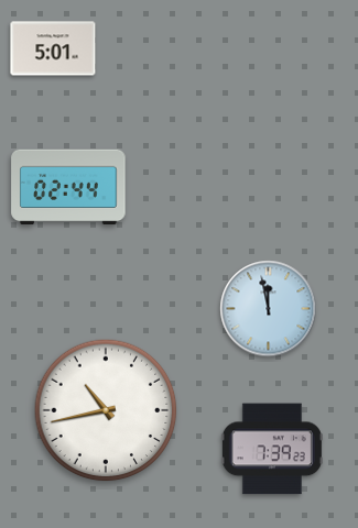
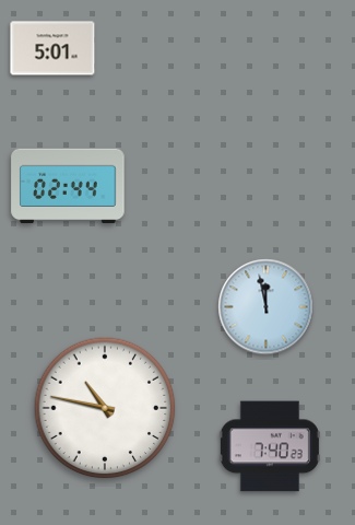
clock at (106, 410): 10:43 -> 10:47
clock at (272, 449): 7:39 -> 7:40
